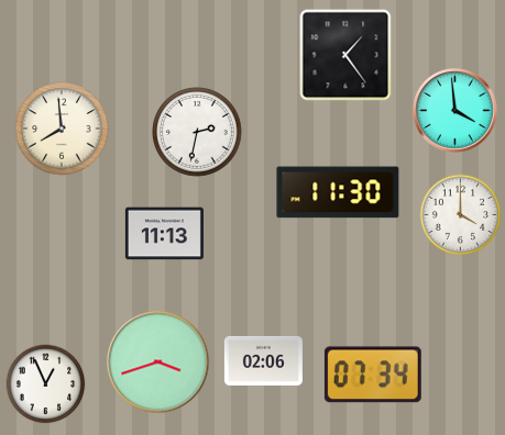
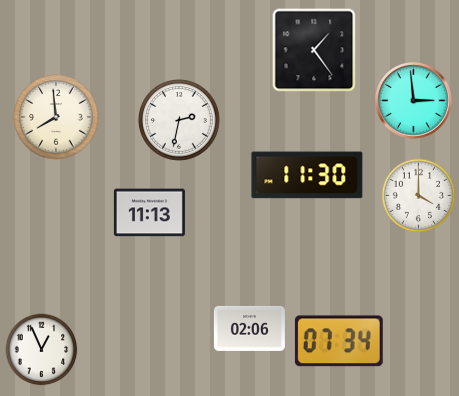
clock at (455, 111): 3:59 -> 2:59
clock at (263, 360) position: (263, 360) -> (249, 328)
clock at (158, 362): 3:42 -> none
